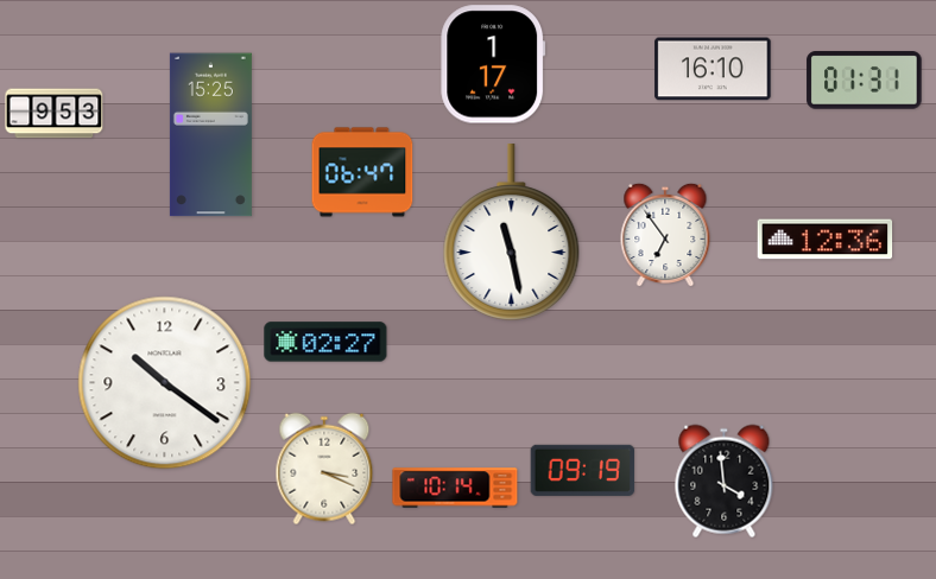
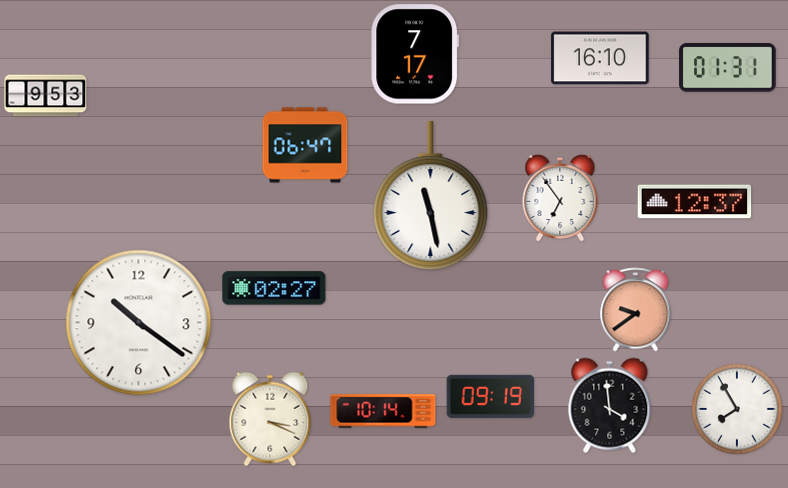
clock at (493, 64): 1:17 -> 7:17
clock at (210, 135): 15:25 -> none
clock at (826, 240): 12:36 -> 12:37
clock at (636, 310): none -> 9:39
clock at (324, 469) position: (324, 469) -> (270, 419)
clock at (737, 409): none -> 7:55
